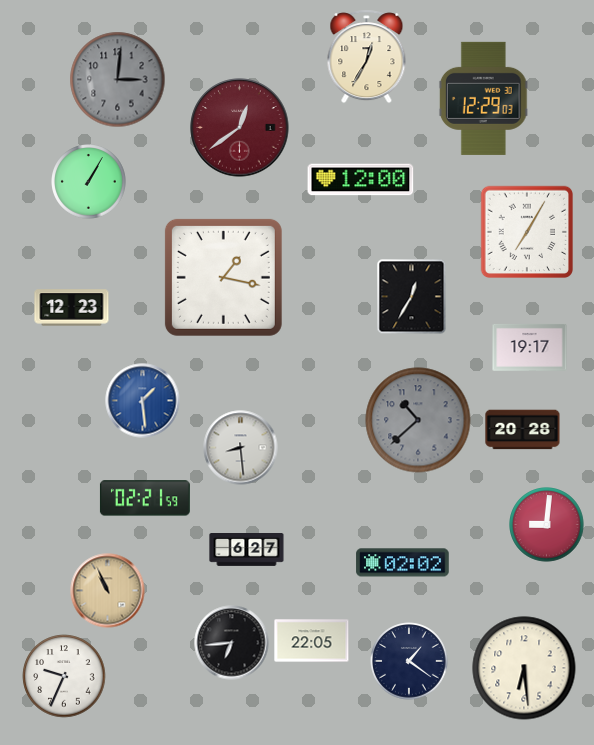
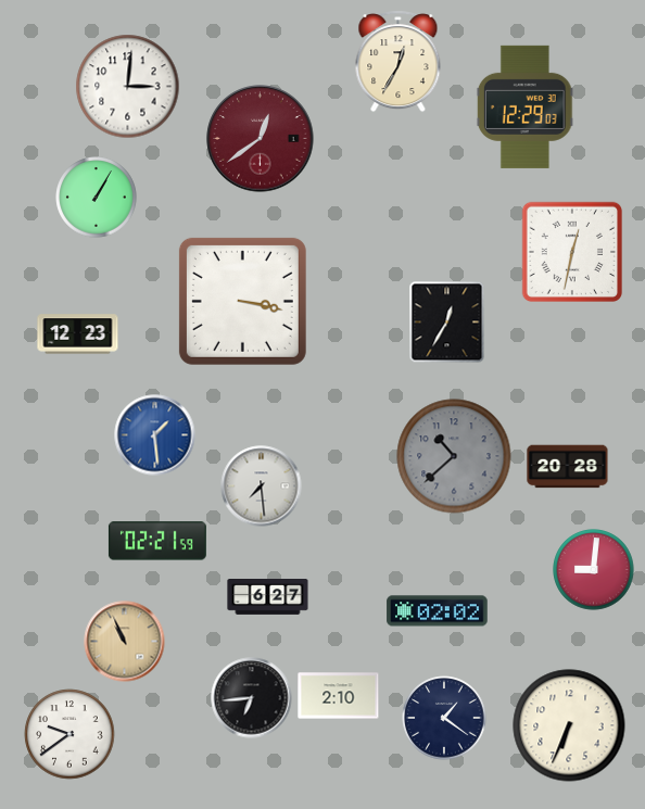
clock at (118, 80) dial: grey -> white
clock at (361, 180): 12:00 -> none
clock at (526, 231): 7:05 -> 12:32
clock at (223, 277): 1:17 -> 3:17
clock at (530, 347): 19:17 -> none
clock at (241, 448): 8:29 -> 7:29
clock at (108, 591) position: (108, 591) -> (125, 642)
clock at (312, 641): 22:05 -> 2:10
clock at (524, 668): 6:29 -> 6:34
clock at (64, 676): 9:34 -> 9:39
